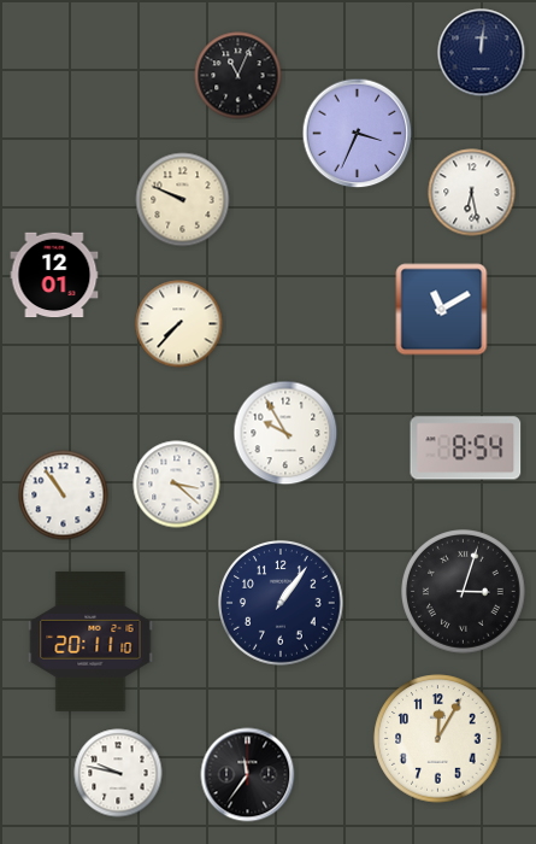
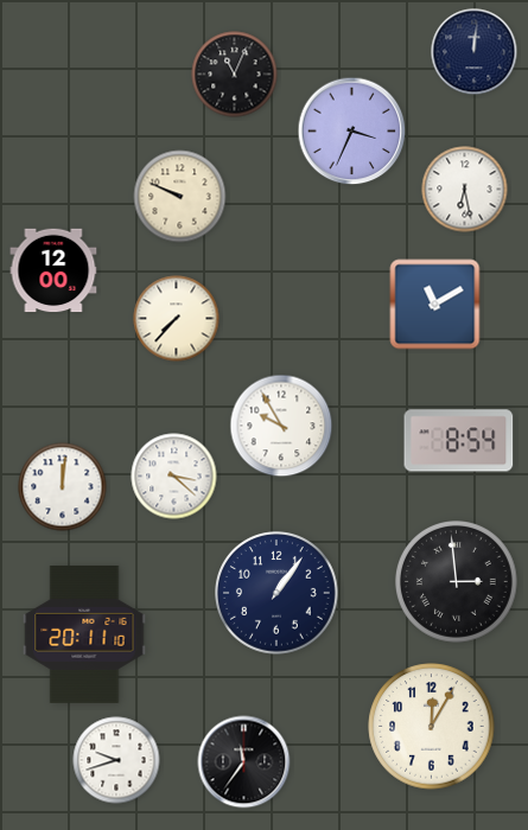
clock at (54, 275): 12:01 -> 12:00
clock at (64, 496): 10:54 -> 12:01
clock at (464, 592): 3:03 -> 2:59
clock at (90, 641) position: (90, 641) -> (84, 634)
clock at (118, 773): 9:47 -> 9:42
